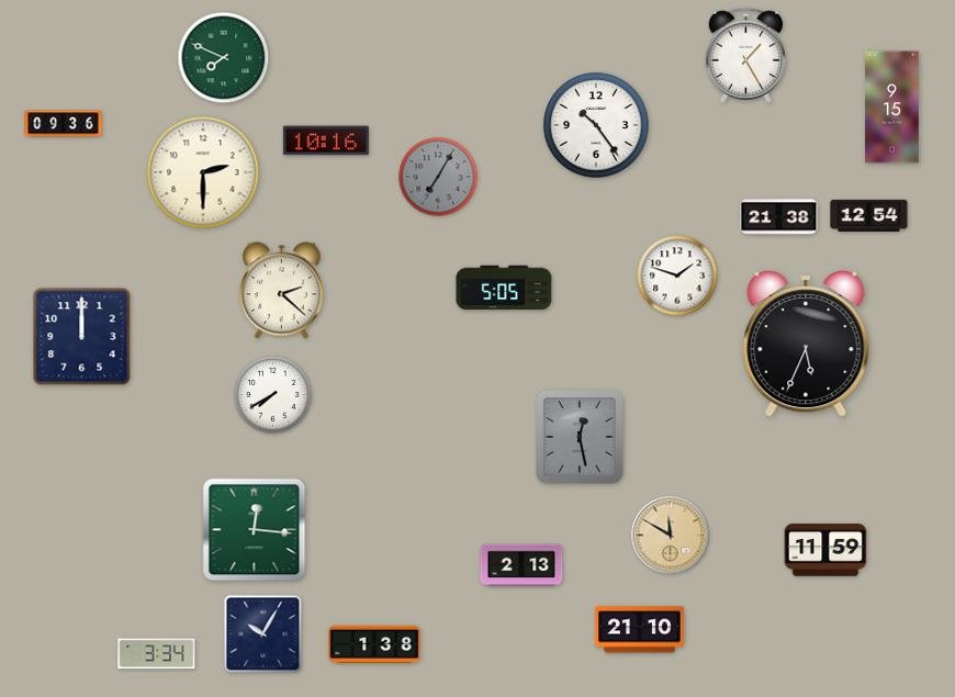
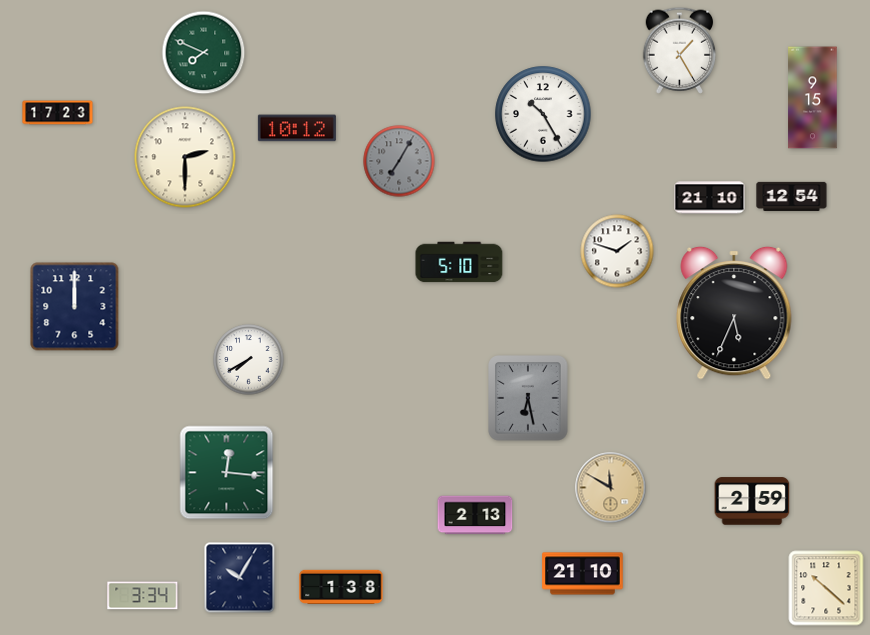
clock at (64, 124): 09:36 -> 17:23
clock at (596, 125): 10:24 -> 10:25
clock at (326, 140): 10:16 -> 10:12
clock at (779, 217): 21:38 -> 21:10
clock at (504, 288): 5:05 -> 5:10
clock at (281, 291): 2:22 -> none
clock at (581, 437): 12:28 -> 6:28
clock at (255, 530) position: (255, 530) -> (227, 473)
clock at (825, 550): 11:59 -> 2:59
clock at (826, 588): none -> 10:22
